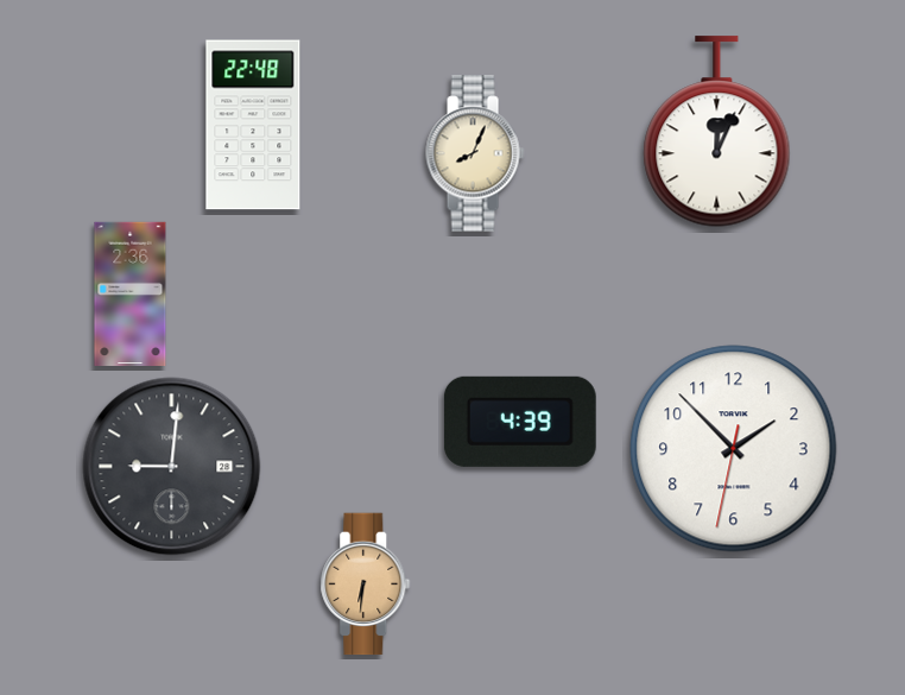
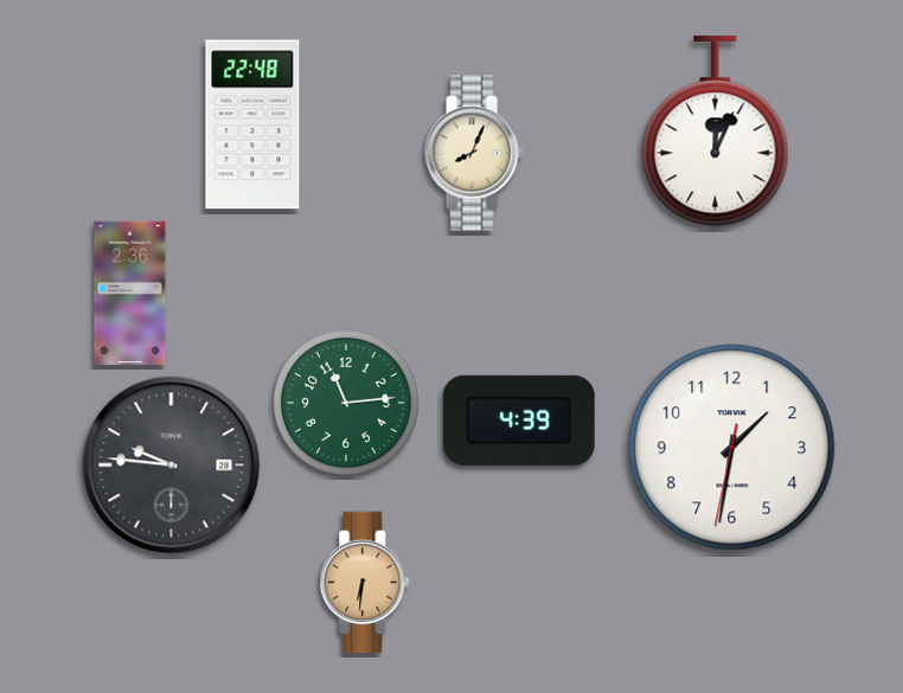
clock at (347, 404): none -> 11:14
clock at (734, 449): 1:52 -> 1:31
clock at (172, 467): 9:01 -> 9:46
